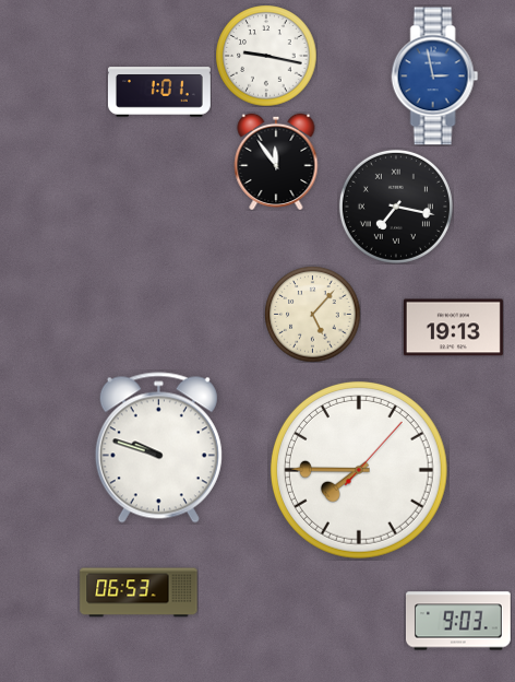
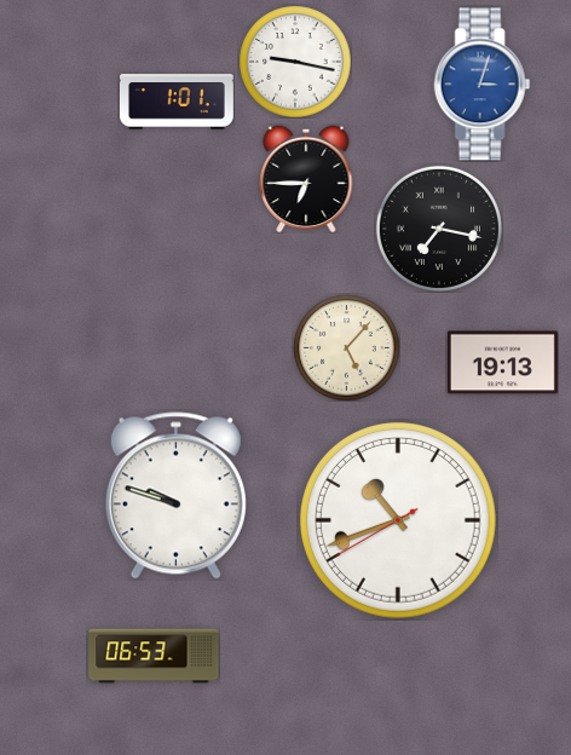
clock at (435, 77): 2:58 -> 3:03
clock at (276, 162): 11:54 -> 6:45
clock at (359, 470): 7:45 -> 10:41
clock at (458, 621): 9:03 -> none
